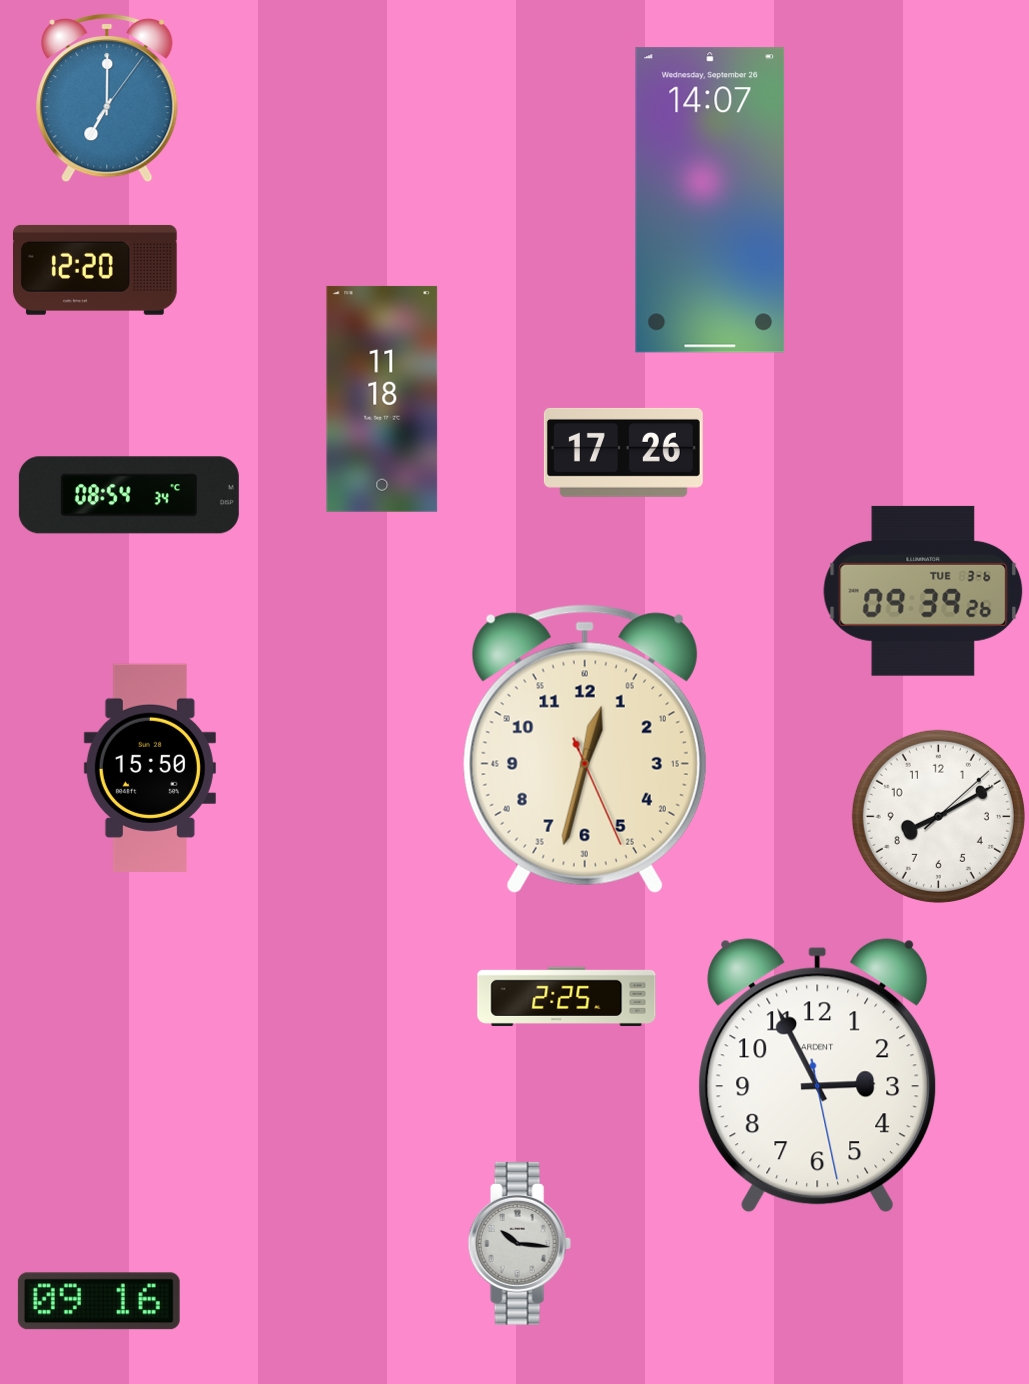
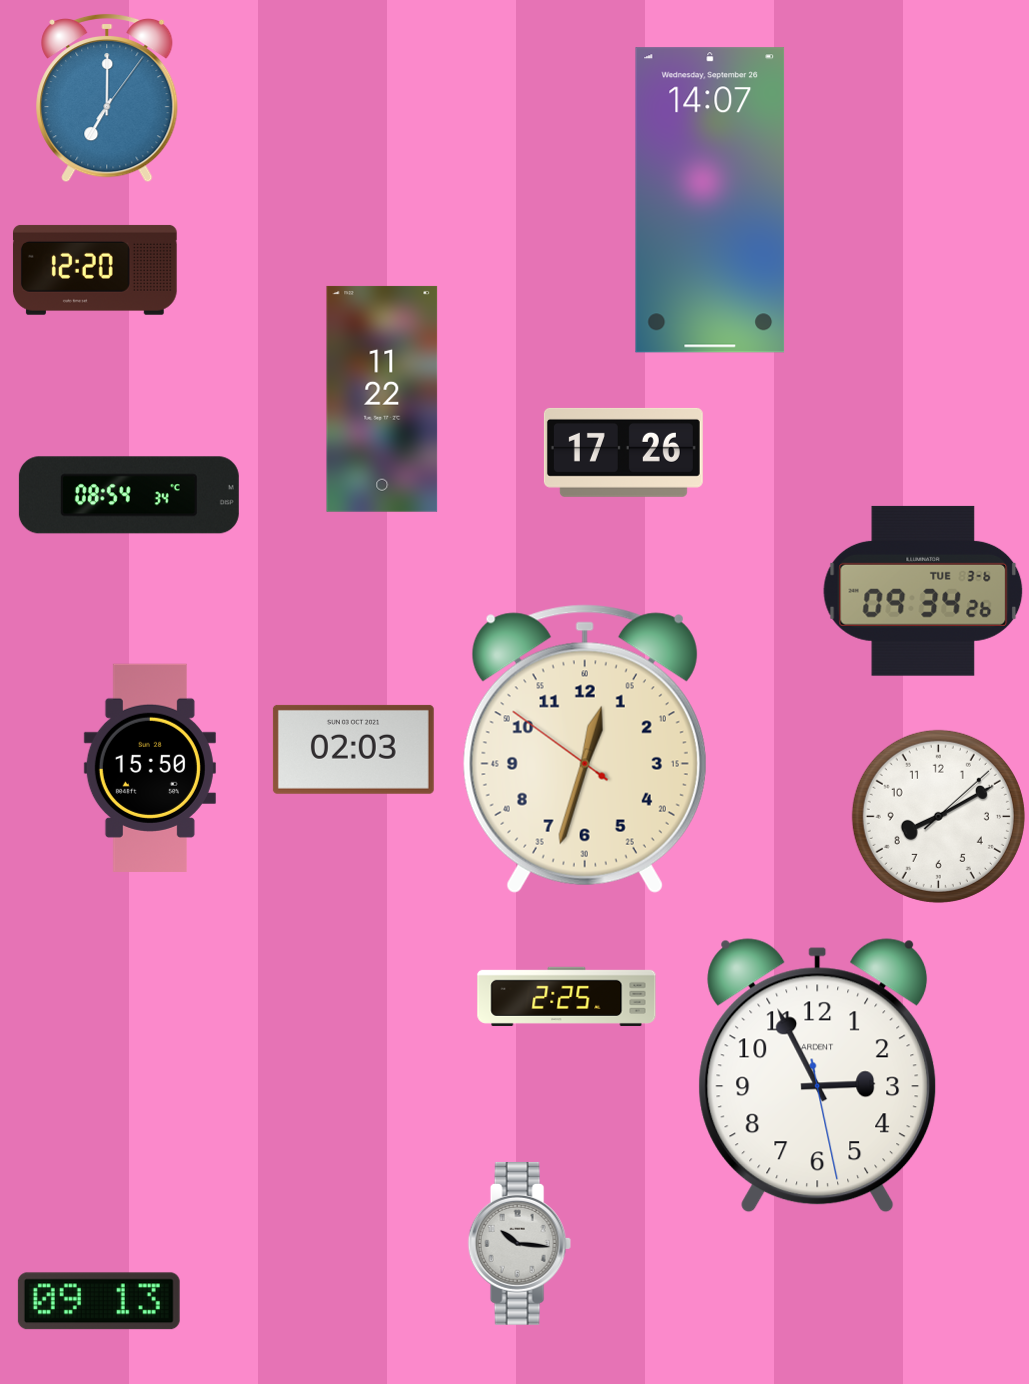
clock at (382, 399): 11:18 -> 11:22
clock at (923, 591): 09:39 -> 09:34
clock at (353, 749): none -> 02:03
clock at (585, 749): 12:32:26 -> 12:32:51
clock at (99, 1301): 09:16 -> 09:13
